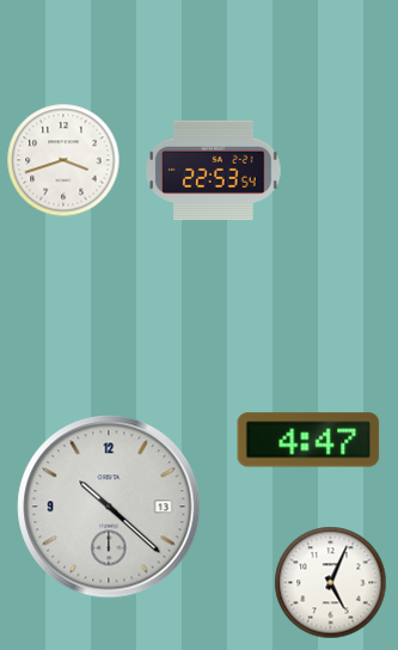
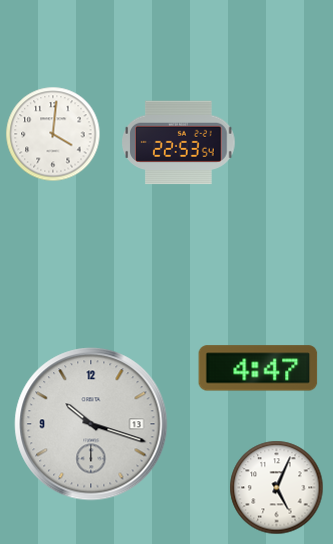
clock at (63, 160): 3:42 -> 4:01
clock at (109, 507): 10:22 -> 10:18
